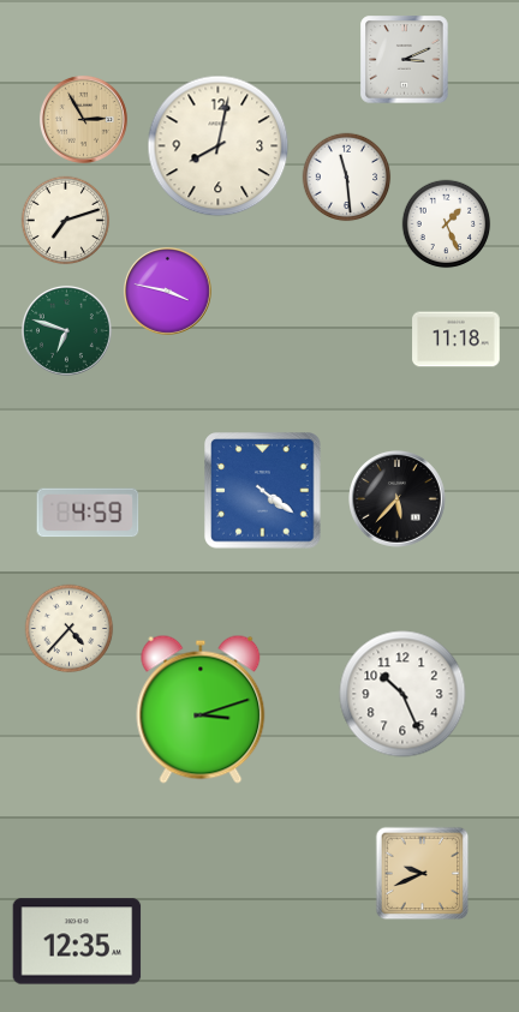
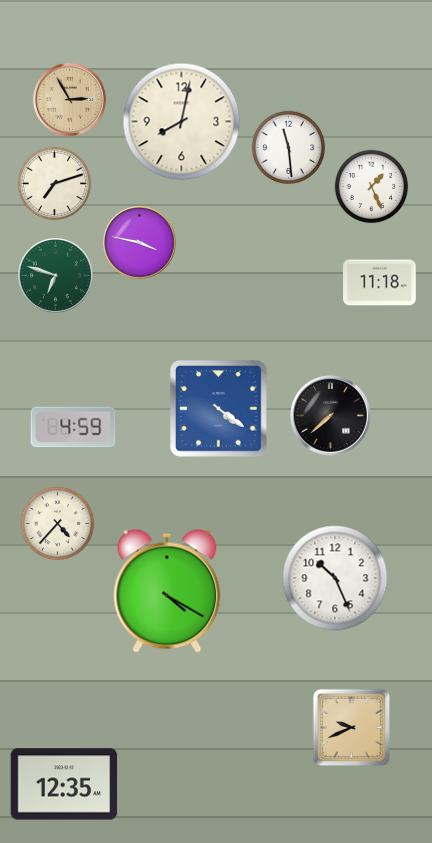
clock at (405, 60): 3:11 -> none
clock at (398, 499): 5:37 -> 7:38
clock at (201, 709): 3:12 -> 4:20
